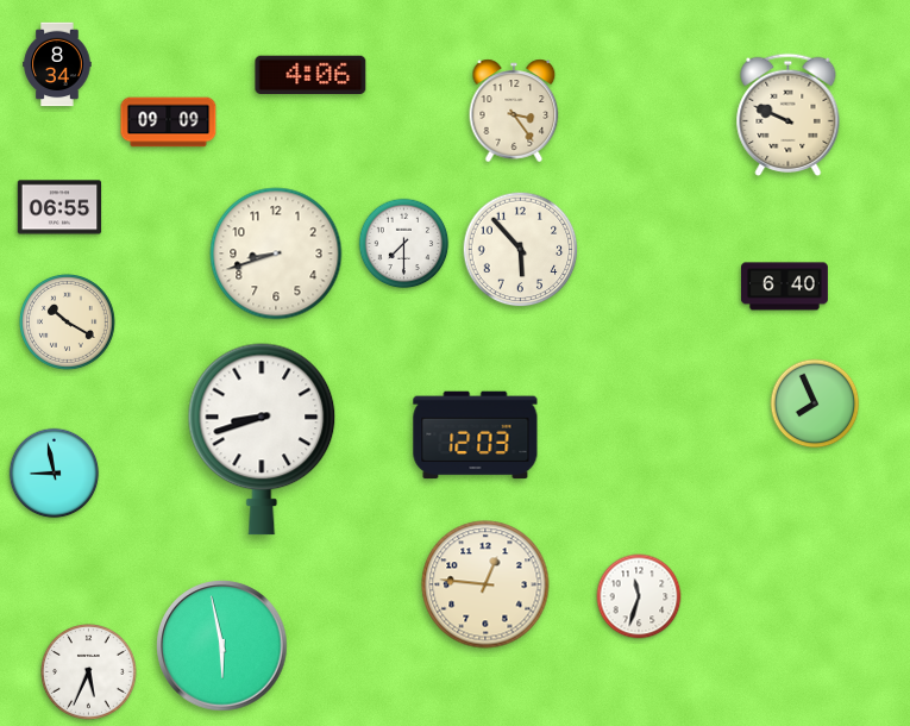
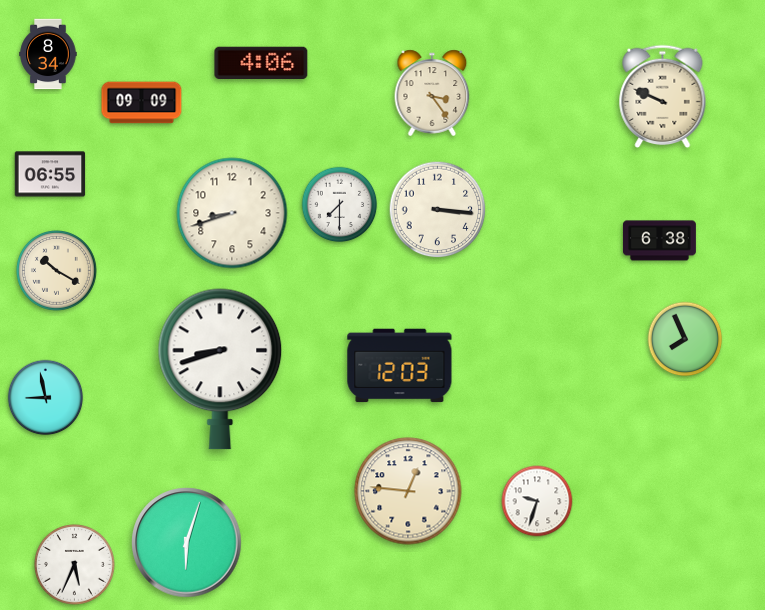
clock at (521, 250): 5:53 -> 3:16
clock at (784, 287): 6:40 -> 6:38
clock at (639, 596): 11:33 -> 9:33
clock at (222, 646): 5:58 -> 6:03
